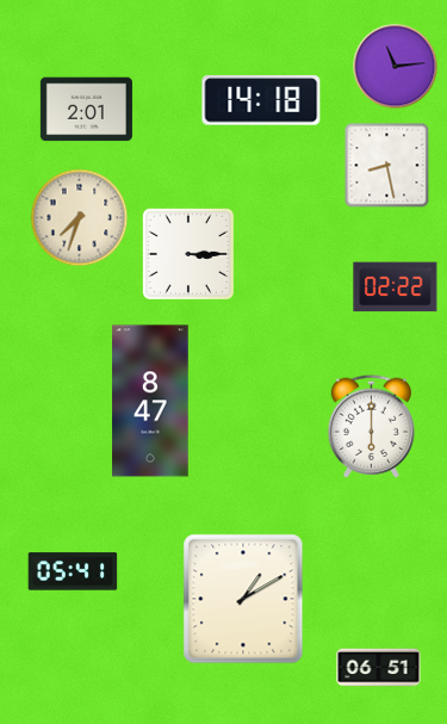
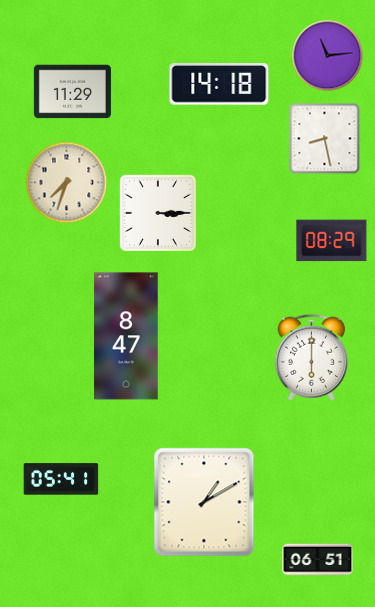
clock at (396, 67) position: (396, 67) -> (328, 56)
clock at (86, 110): 2:01 -> 11:29
clock at (396, 287): 02:22 -> 08:29
